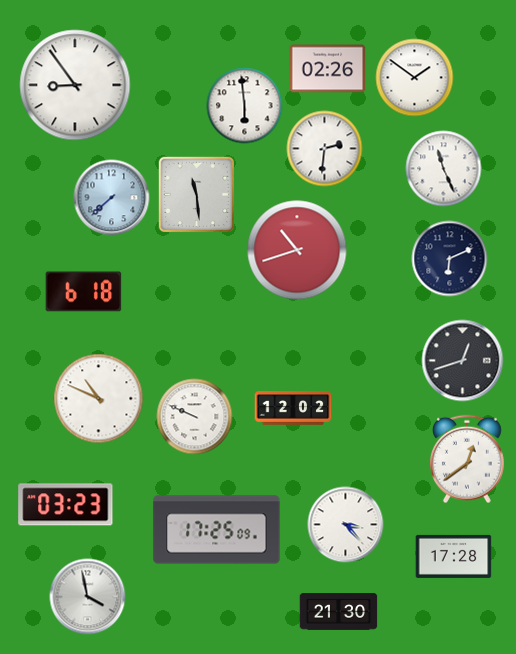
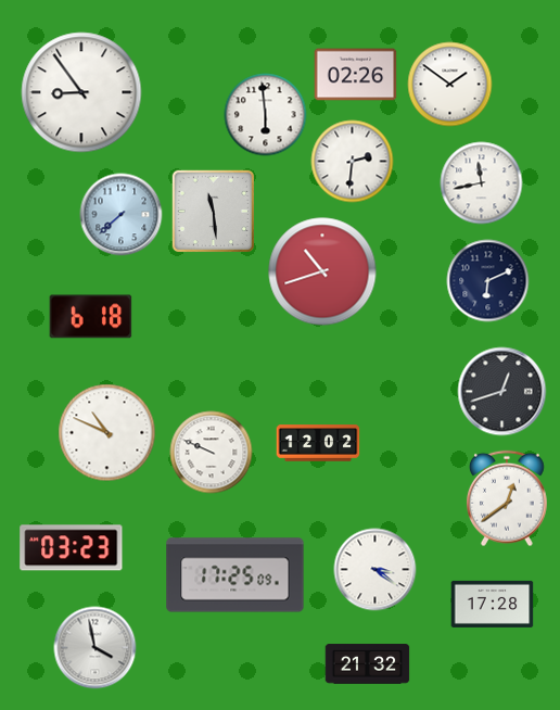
clock at (444, 169): 11:26 -> 11:43
clock at (346, 525): 3:23 -> 3:21
clock at (339, 612): 21:30 -> 21:32
